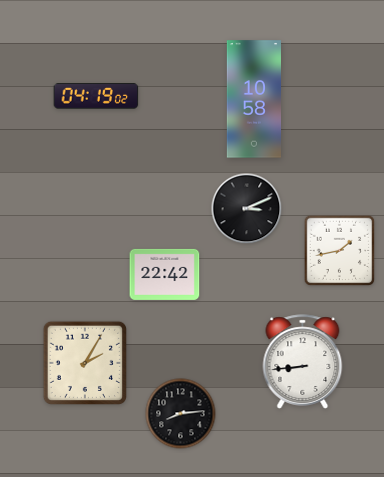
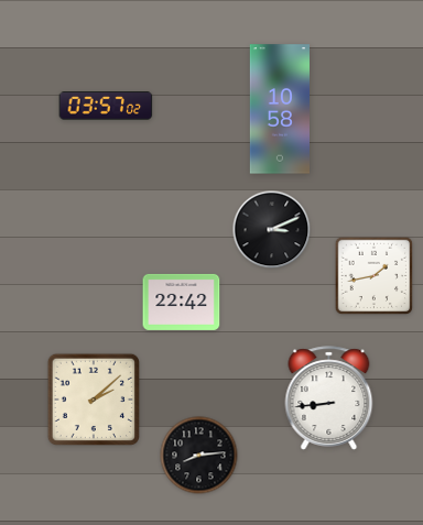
clock at (96, 96): 04:19 -> 03:57
clock at (84, 362): 2:05 -> 2:08
clock at (303, 362) position: (303, 362) -> (329, 398)
